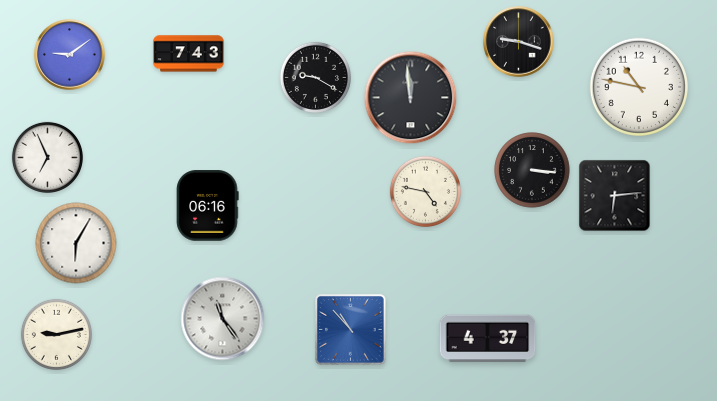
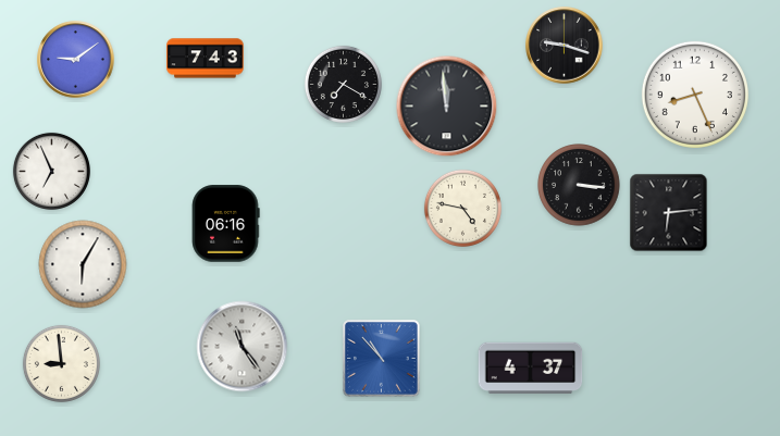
clock at (315, 77): 9:20 -> 7:20
clock at (639, 87): 10:47 -> 8:26
clock at (56, 334): 9:13 -> 8:59
